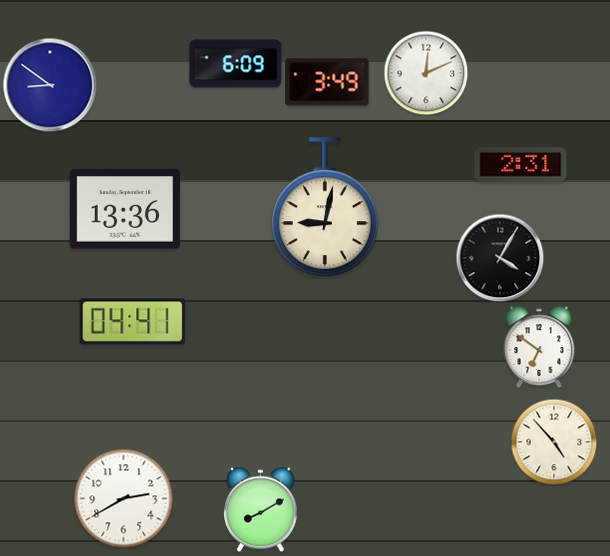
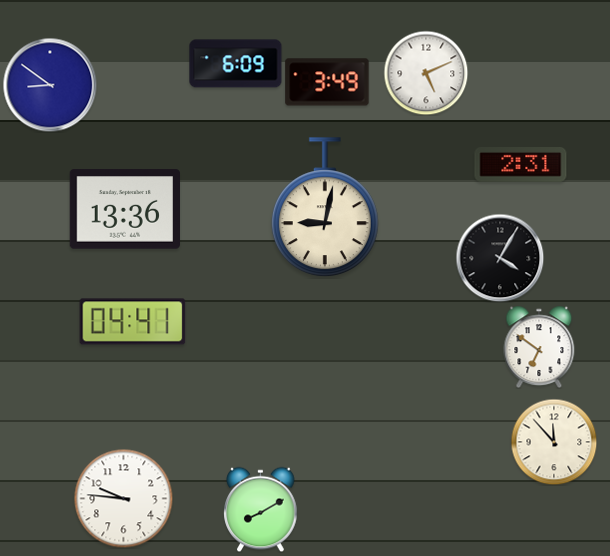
clock at (426, 73): 12:11 -> 5:11
clock at (554, 442): 4:53 -> 11:53
clock at (124, 499): 2:40 -> 9:46
